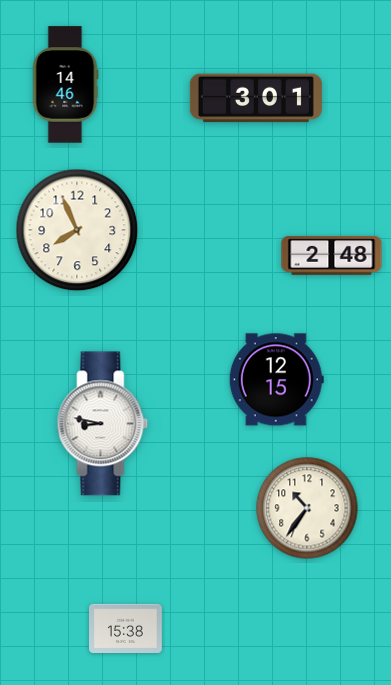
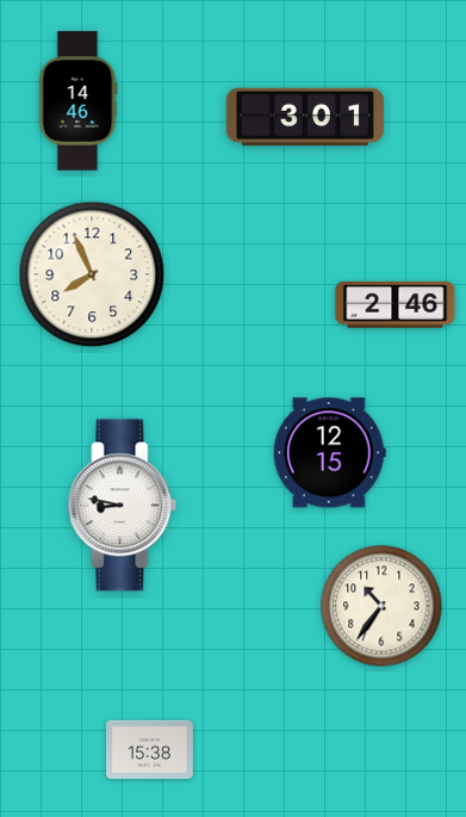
clock at (332, 255): 2:48 -> 2:46
clock at (307, 508) position: (307, 508) -> (381, 606)
